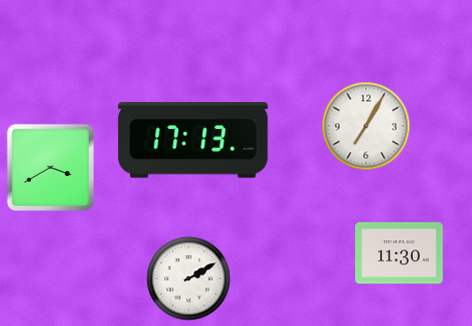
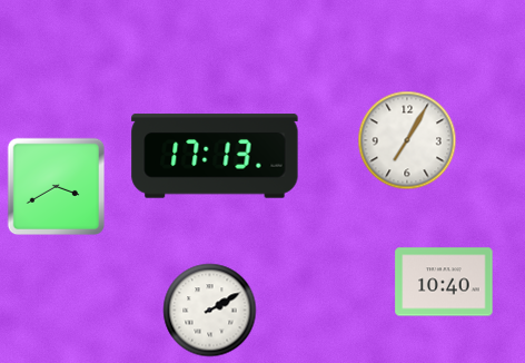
clock at (399, 253): 11:30 -> 10:40
